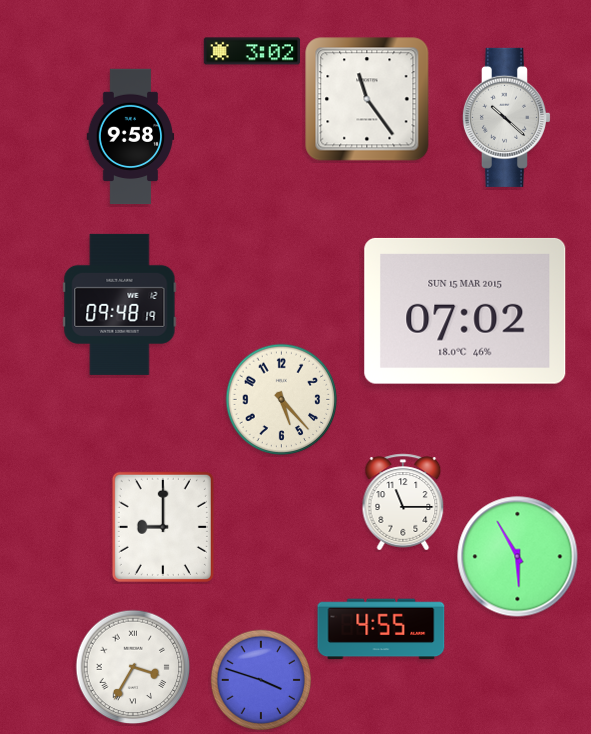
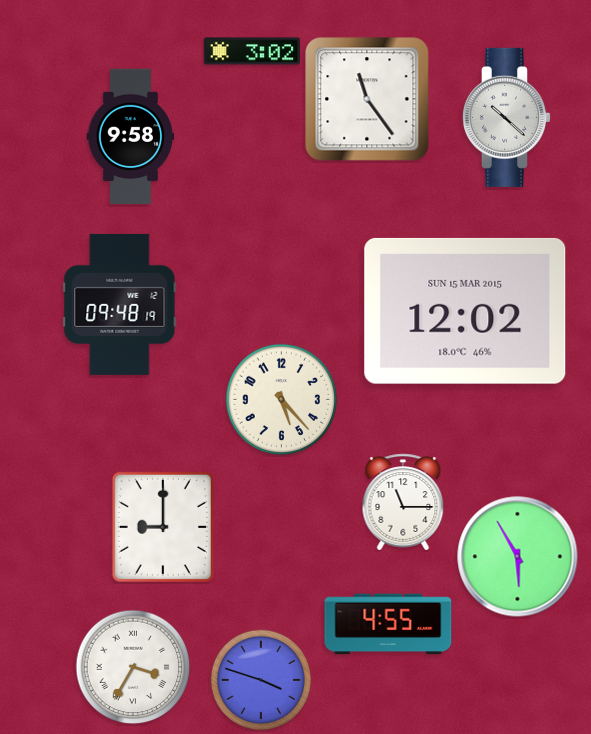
clock at (465, 311): 07:02 -> 12:02
clock at (381, 629) position: (381, 629) -> (388, 624)
